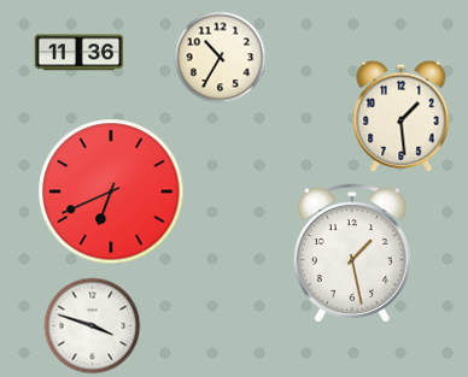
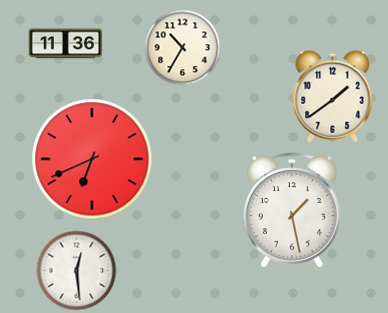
clock at (402, 116): 1:29 -> 1:39
clock at (93, 326): 3:48 -> 12:29
